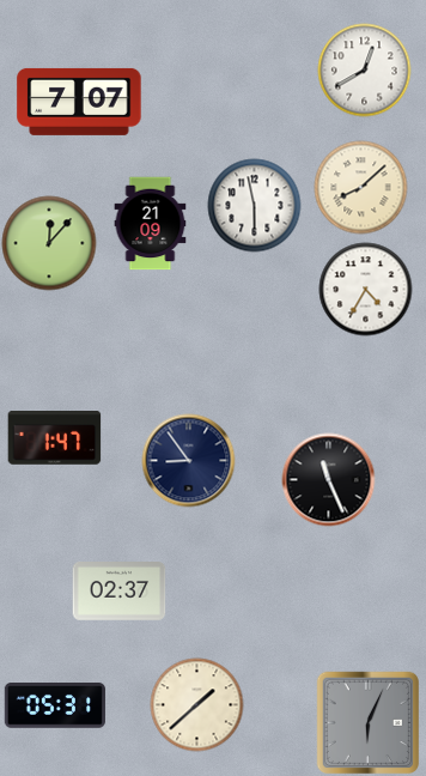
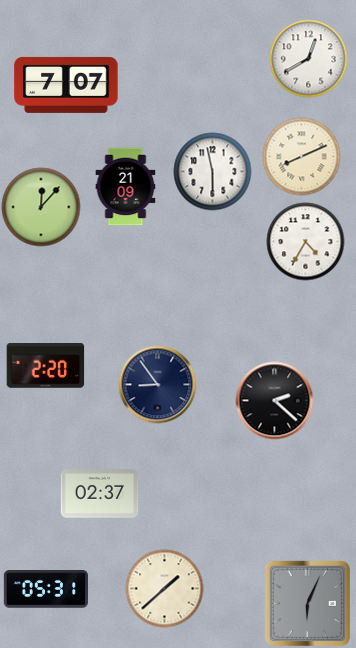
clock at (364, 69) position: (364, 69) -> (308, 58)
clock at (360, 187): 8:08 -> 8:11
clock at (49, 243) position: (49, 243) -> (41, 207)
clock at (54, 438): 1:47 -> 2:20
clock at (328, 479): 11:26 -> 2:22
